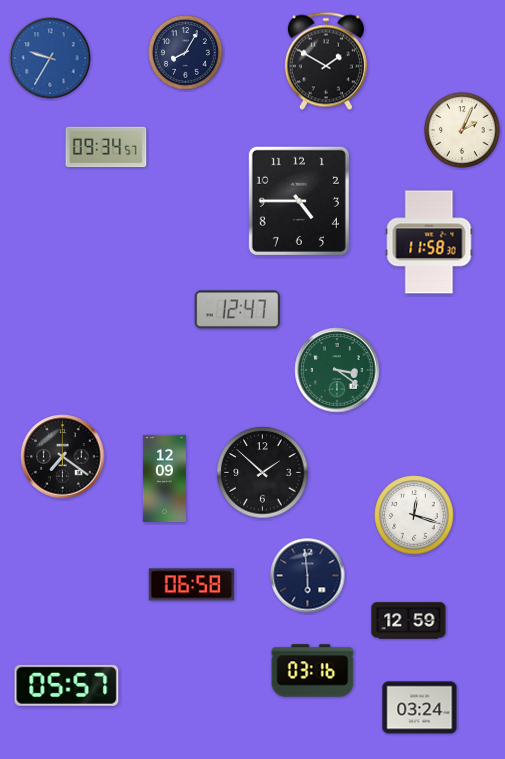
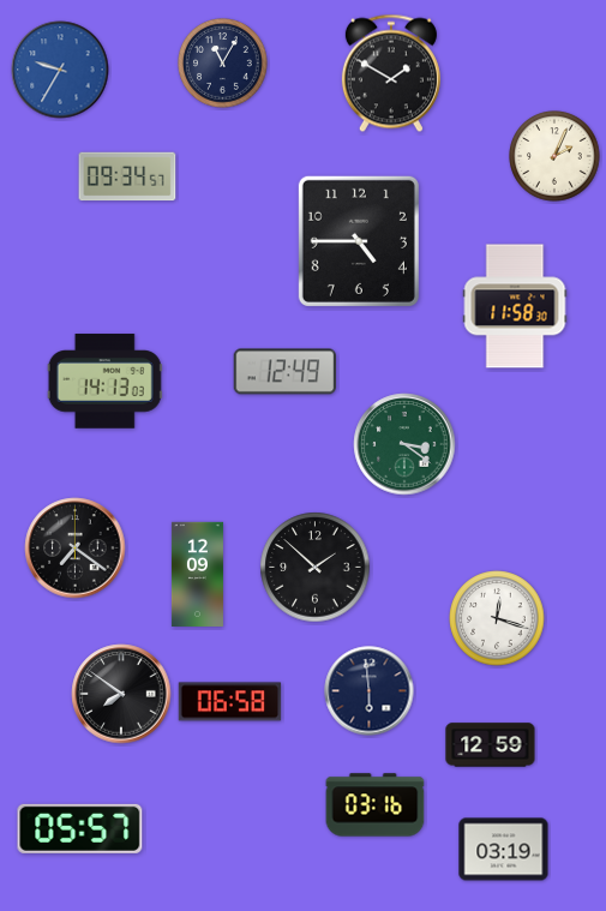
clock at (186, 53): 8:05 -> 11:05
clock at (429, 242) position: (429, 242) -> (515, 306)
clock at (237, 310): 12:47 -> 12:49
clock at (104, 382): none -> 14:13
clock at (121, 694): none -> 7:51
clock at (67, 685) position: (67, 685) -> (80, 828)
clock at (420, 708): 03:24 -> 03:19
